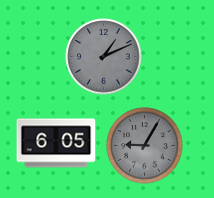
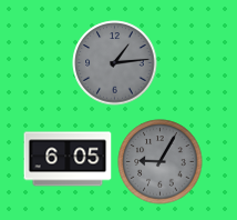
clock at (104, 57): 1:11 -> 1:14
clock at (56, 143) position: (56, 143) -> (68, 159)
